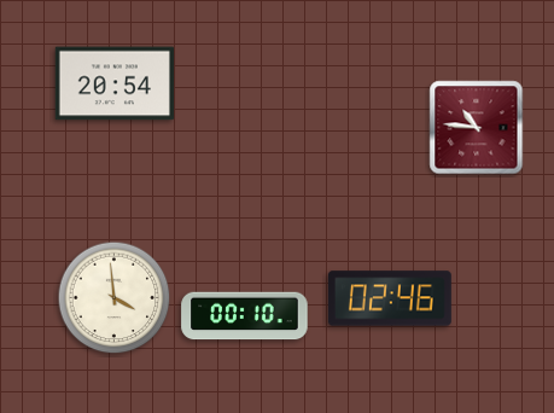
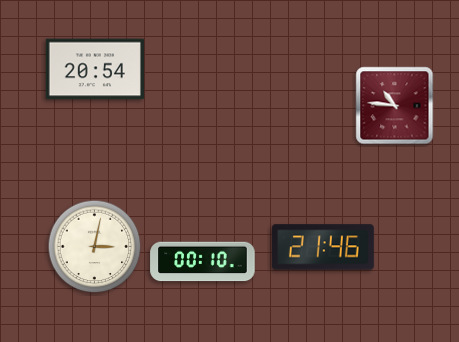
clock at (115, 298): 3:59 -> 3:02
clock at (390, 298): 02:46 -> 21:46
